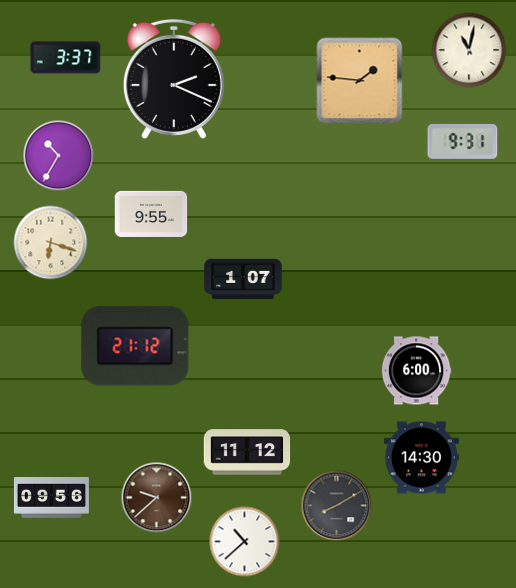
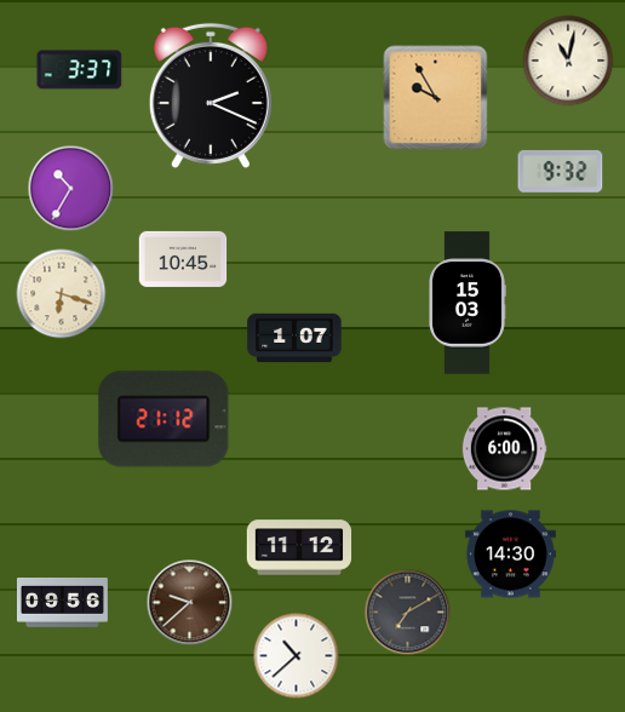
clock at (360, 81): 1:46 -> 9:55
clock at (463, 141): 9:31 -> 9:32
clock at (151, 214): 9:55 -> 10:45
clock at (468, 303): none -> 15:03
clock at (337, 506): 8:10 -> 7:10
